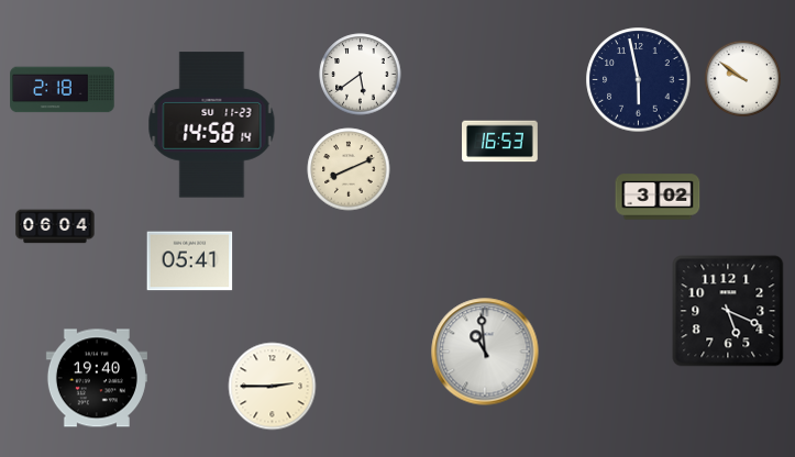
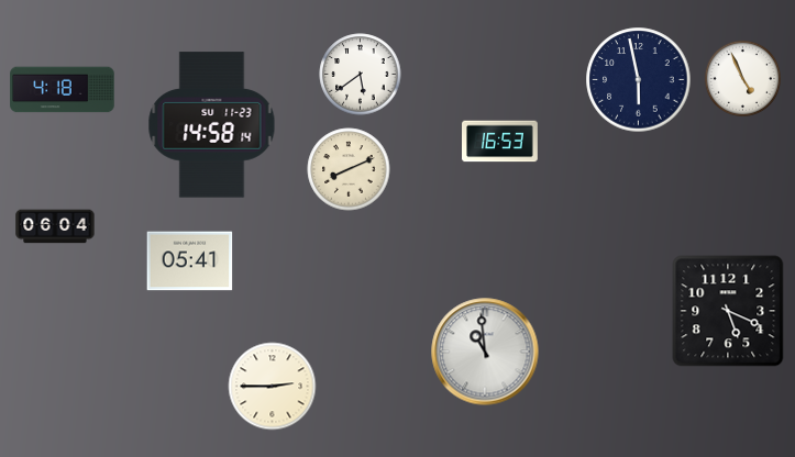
clock at (742, 78): 9:51 -> 4:56
clock at (63, 90): 2:18 -> 4:18
clock at (658, 197): 3:02 -> none
clock at (97, 378): 19:40 -> none
